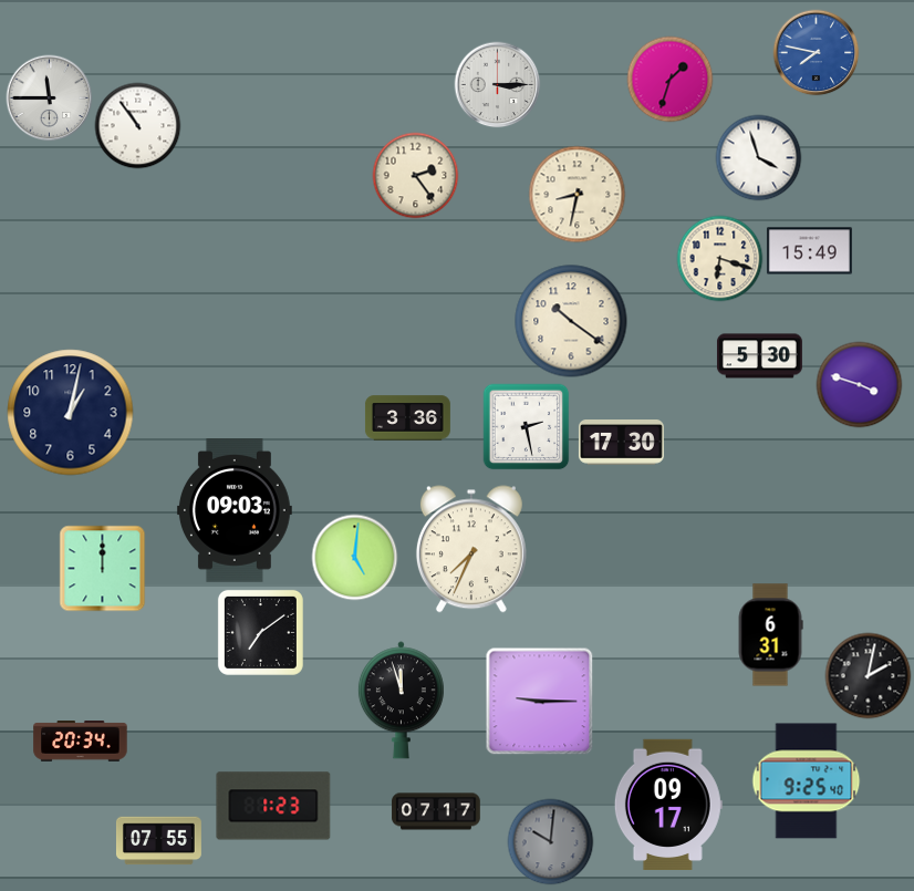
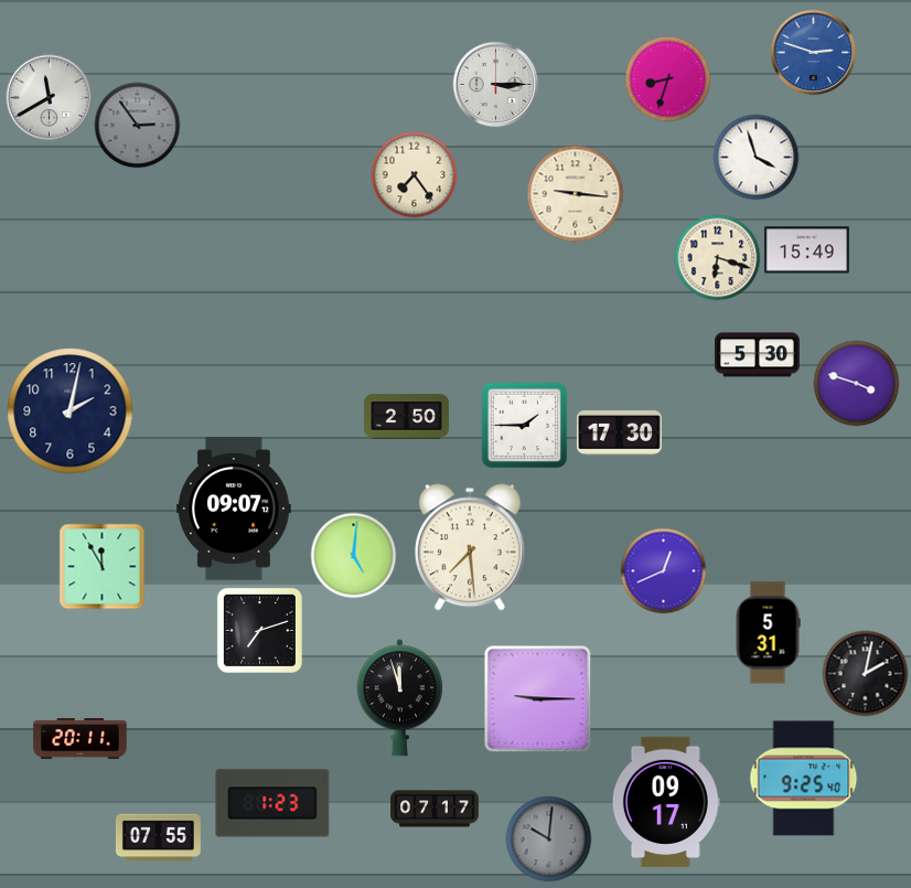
clock at (816, 52): 7:47 -> 2:48
clock at (669, 79): 1:33 -> 8:33
clock at (49, 97): 11:45 -> 11:40
clock at (137, 125): 10:54 -> 2:54
clock at (137, 125) dial: white -> grey
clock at (415, 175): 2:24 -> 7:24
clock at (577, 194): 8:32 -> 9:16
clock at (571, 321): 10:21 -> none
clock at (71, 413): 1:02 -> 2:02
clock at (407, 418): 3:36 -> 2:50
clock at (526, 426): 2:28 -> 1:45
clock at (621, 443) position: (621, 443) -> (619, 434)
clock at (235, 511): 09:03 -> 09:07
clock at (471, 549): 7:34 -> 7:29
clock at (102, 568): 12:00 -> 11:55
clock at (663, 570): none -> 12:41
clock at (260, 632): 7:09 -> 7:12
clock at (770, 635): 6:31 -> 5:31
clock at (81, 742): 20:34 -> 20:11
